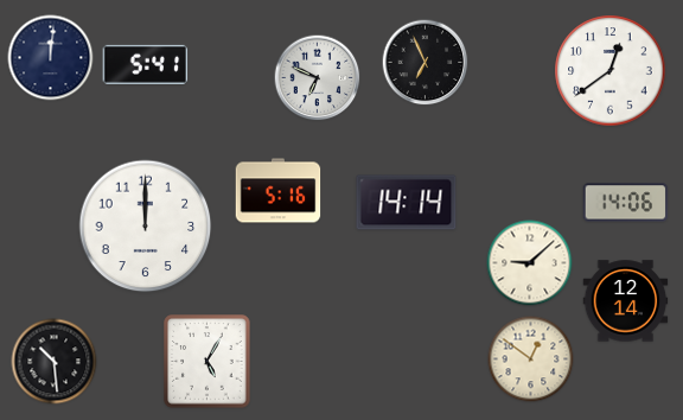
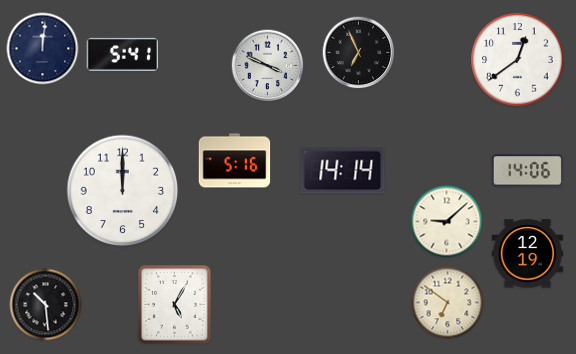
clock at (611, 71) position: (611, 71) -> (518, 60)
clock at (318, 78): 6:49 -> 3:49
clock at (626, 301): 12:14 -> 12:19
clock at (531, 359): 12:51 -> 6:51
